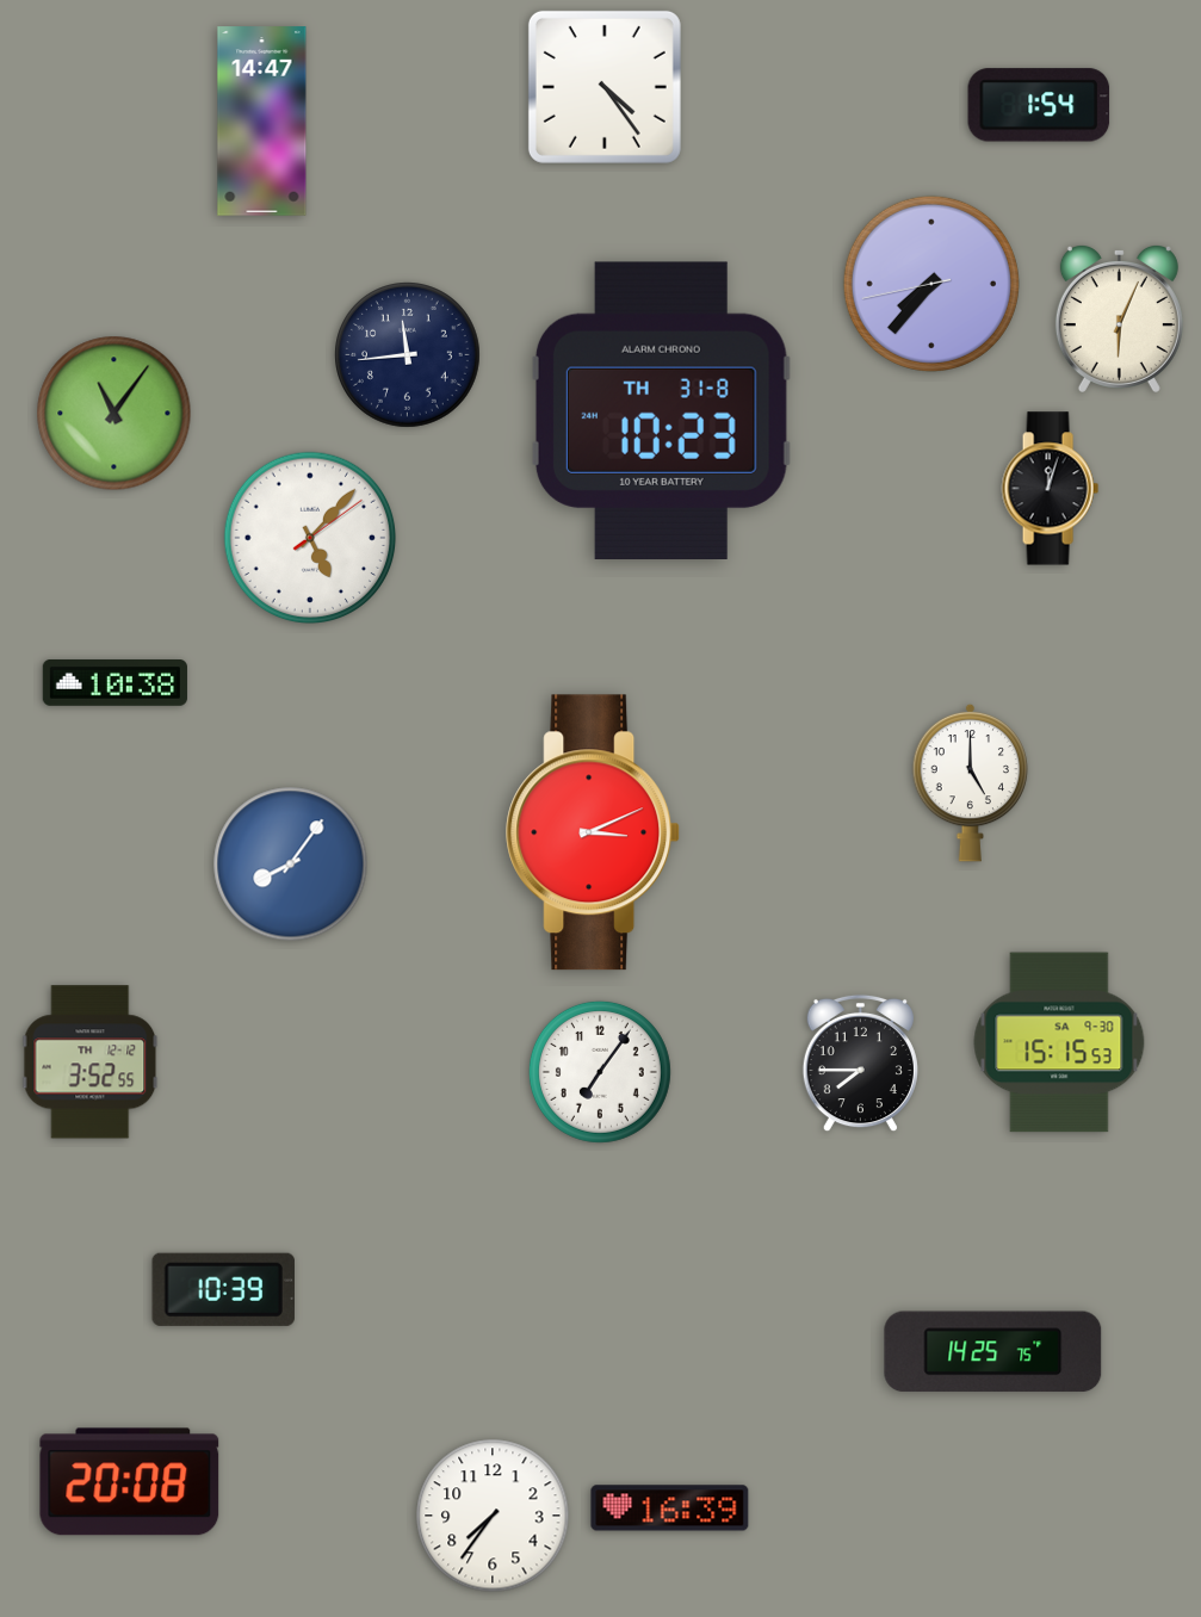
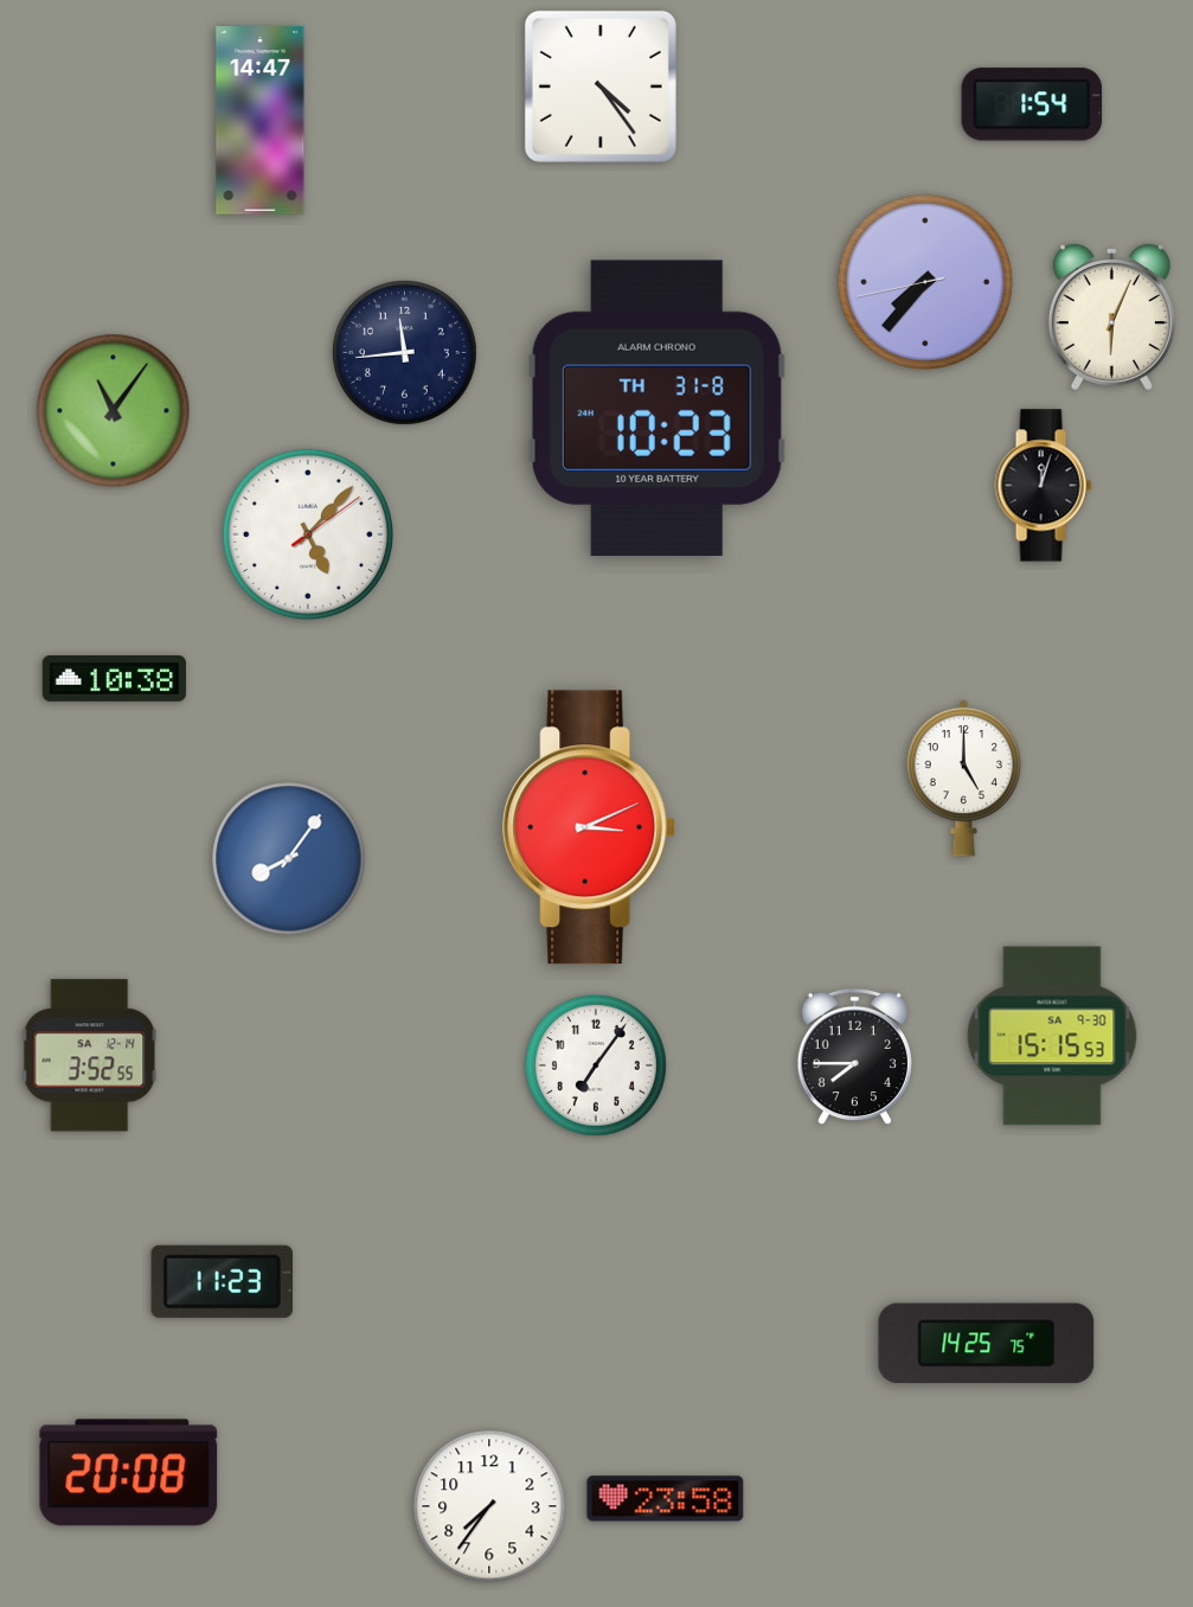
clock at (91, 1062) date: TH 12-12 -> SA 12-14
clock at (223, 1289): 10:39 -> 11:23
clock at (670, 1508): 16:39 -> 23:58
